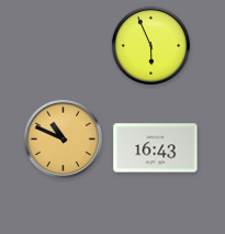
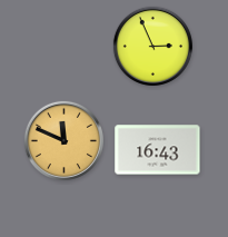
clock at (150, 45): 5:56 -> 2:56
clock at (63, 138): 10:49 -> 11:49
